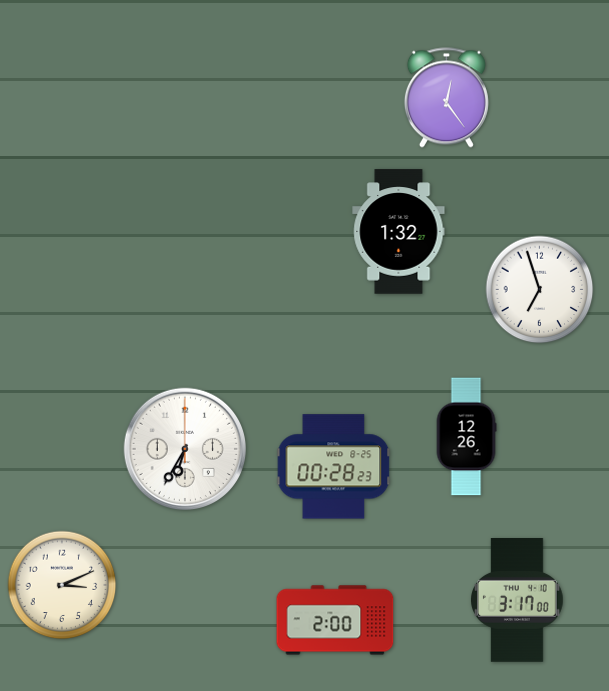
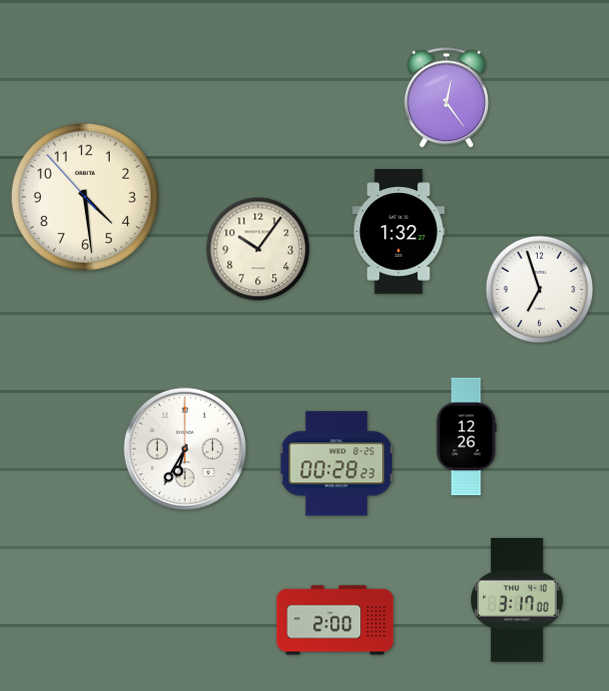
clock at (85, 197): none -> 4:28
clock at (258, 249): none -> 10:06
clock at (334, 467) position: (334, 467) -> (337, 464)
clock at (62, 585): 3:11 -> none
